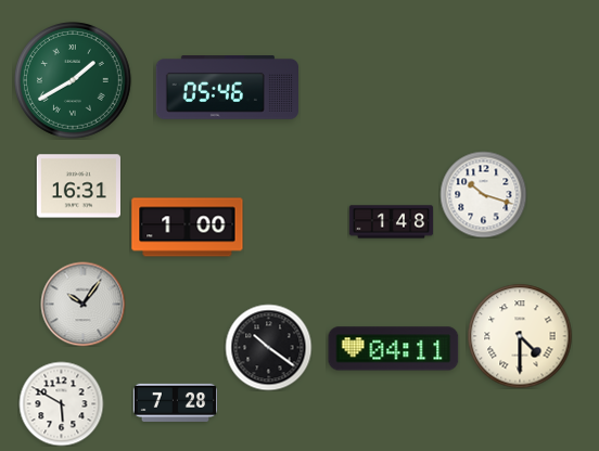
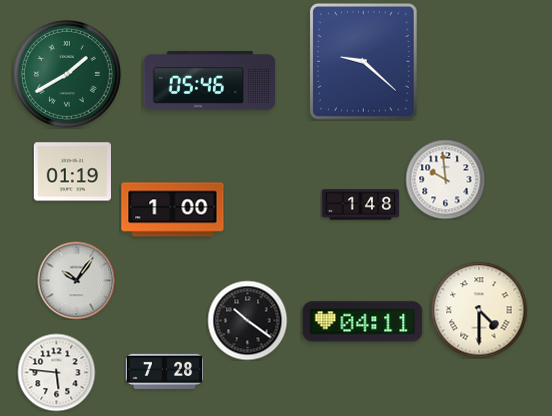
clock at (363, 61): none -> 9:22
clock at (78, 186): 16:31 -> 01:19
clock at (483, 194): 10:18 -> 9:59
clock at (175, 402) position: (175, 402) -> (164, 371)
clock at (61, 403): 5:50 -> 5:46
